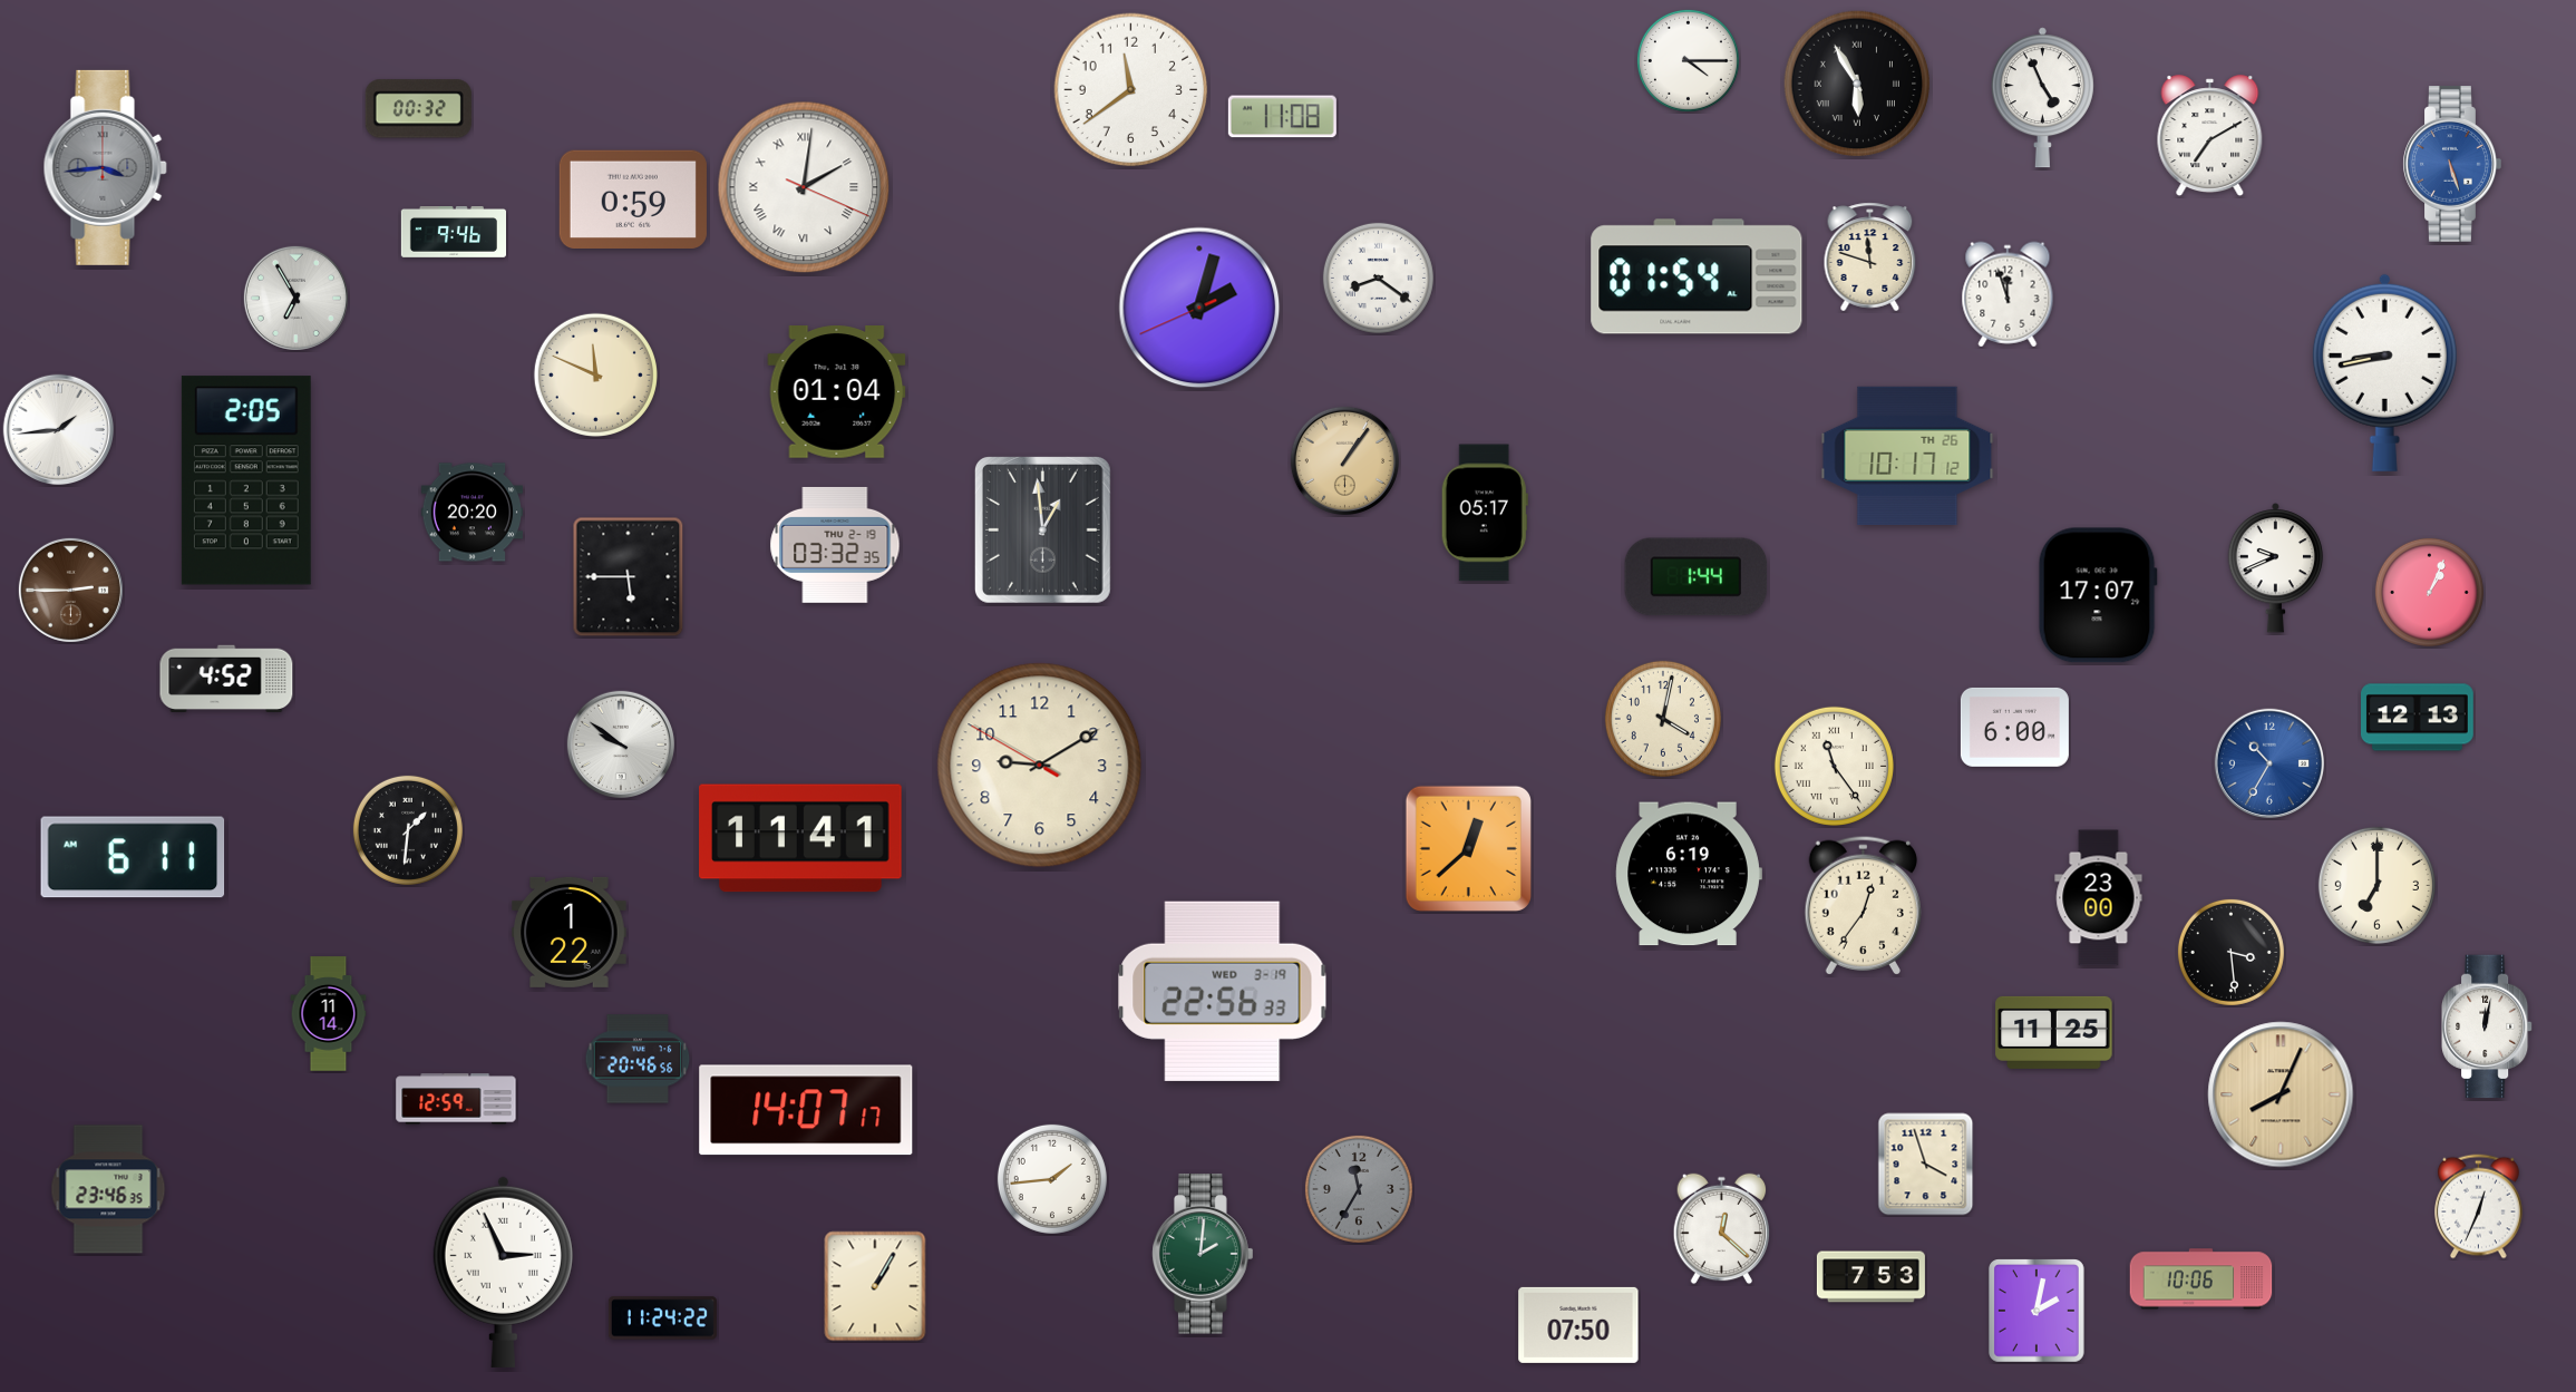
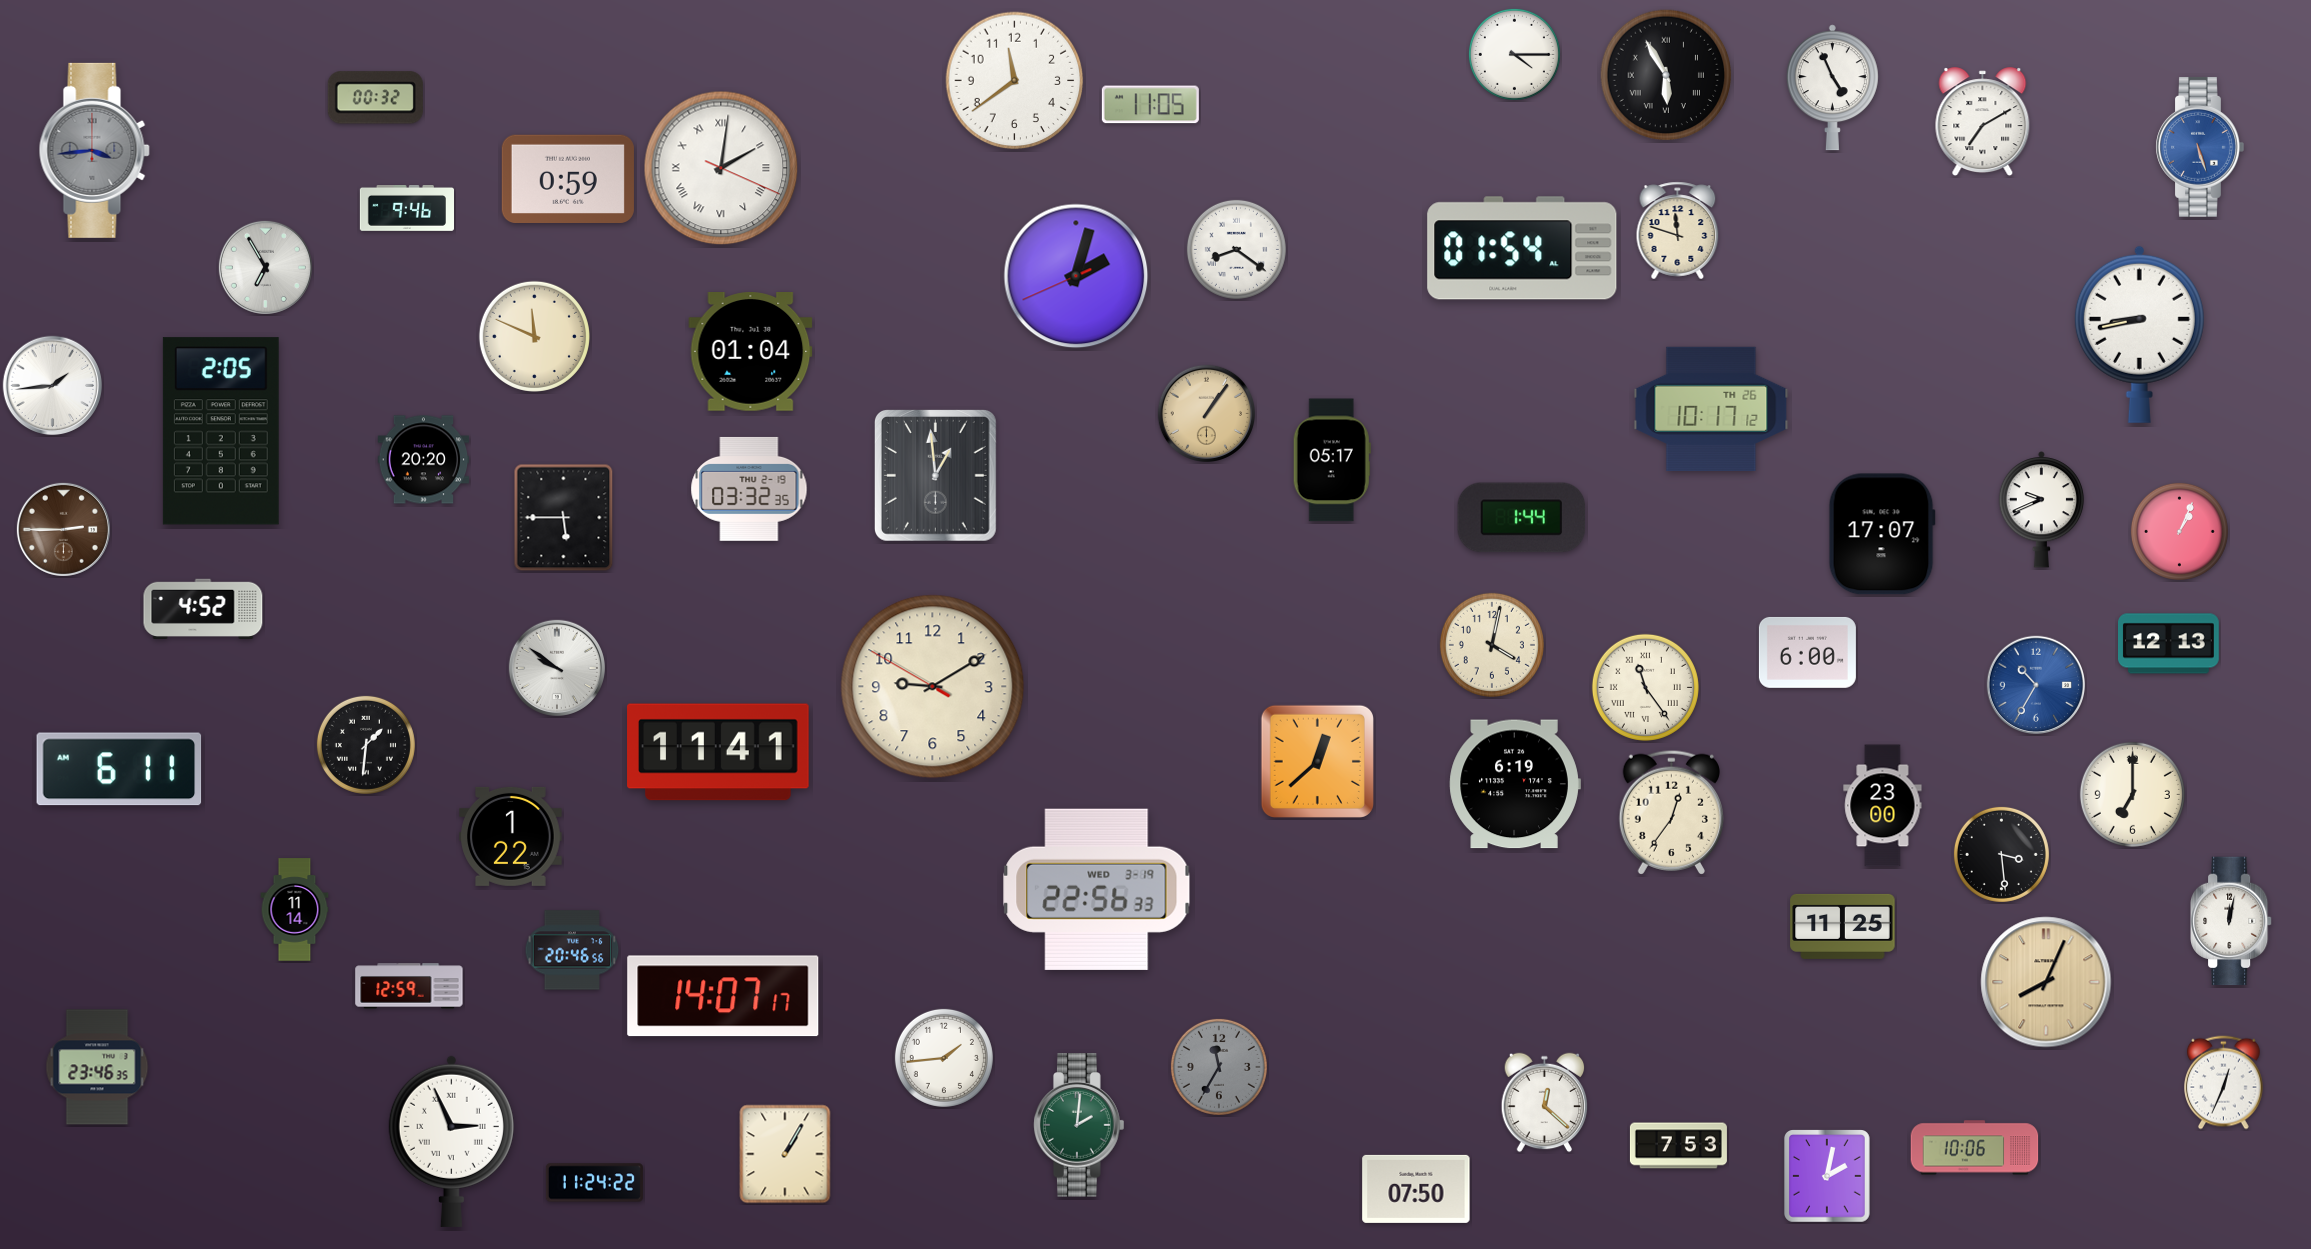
clock at (1282, 117): 11:08 -> 11:05
clock at (2008, 294): 11:57 -> none
clock at (1926, 1165): 3:57 -> none
